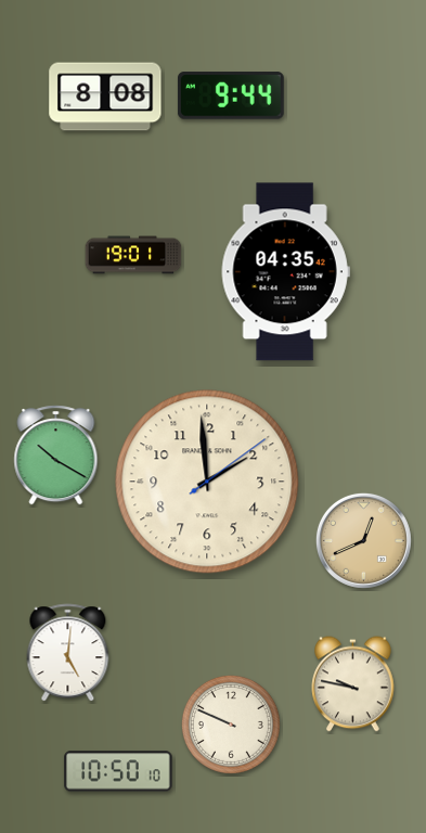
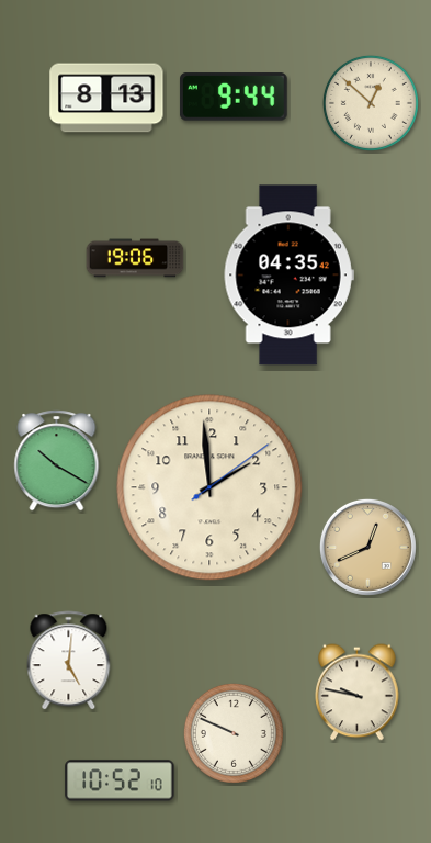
clock at (105, 97): 8:08 -> 8:13
clock at (371, 103): none -> 12:52
clock at (133, 255): 19:01 -> 19:06
clock at (118, 771): 10:50 -> 10:52
